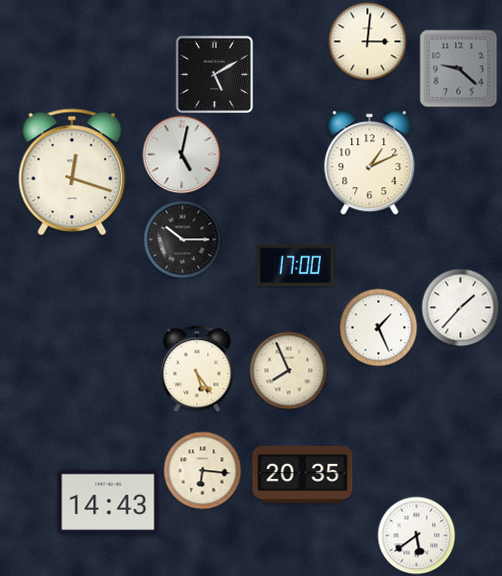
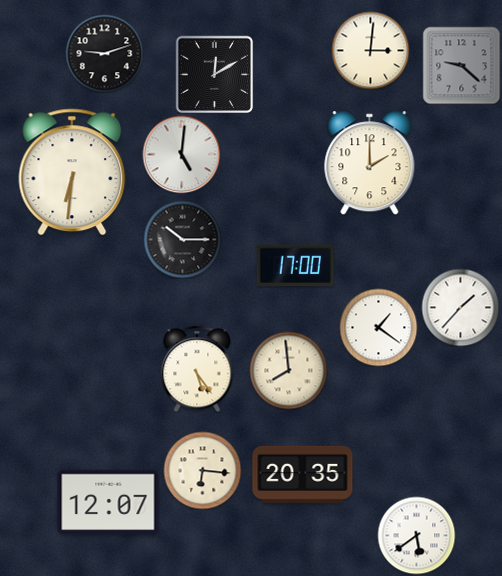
clock at (367, 41) position: (367, 41) -> (370, 50)
clock at (104, 53): none -> 9:12
clock at (458, 68) position: (458, 68) -> (461, 65)
clock at (214, 74): 5:10 -> 12:10
clock at (181, 154): 5:02 -> 5:01
clock at (370, 163): 1:11 -> 2:00
clock at (72, 172): 12:18 -> 6:31
clock at (378, 327): 1:26 -> 1:21
clock at (288, 370): 7:56 -> 7:59
clock at (108, 502): 14:43 -> 12:07
